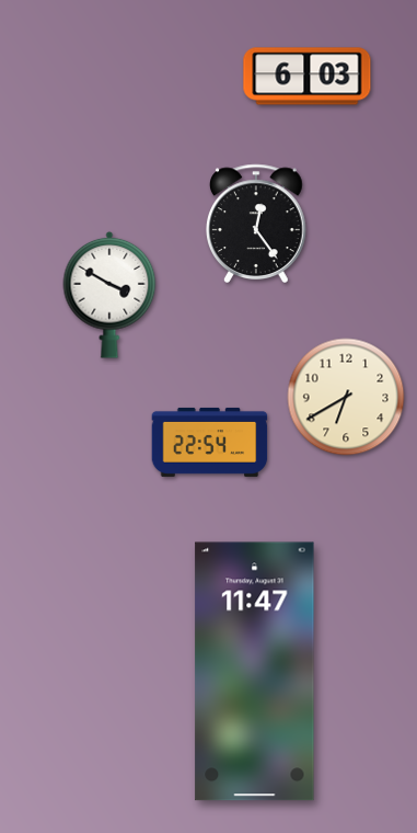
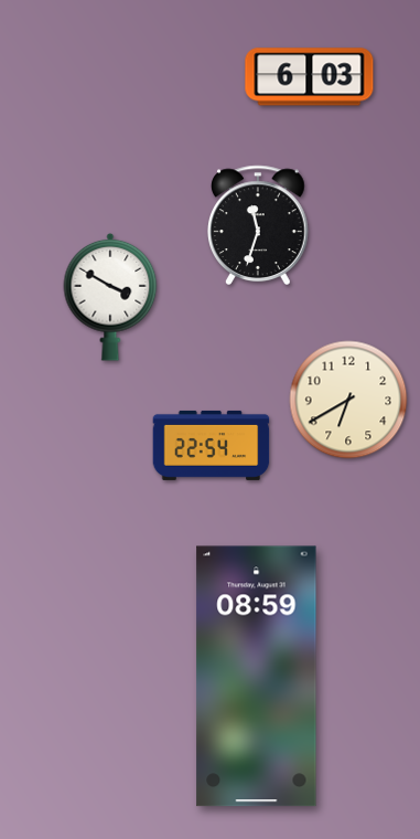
clock at (257, 222): 12:24 -> 11:33
clock at (255, 672): 11:47 -> 08:59
